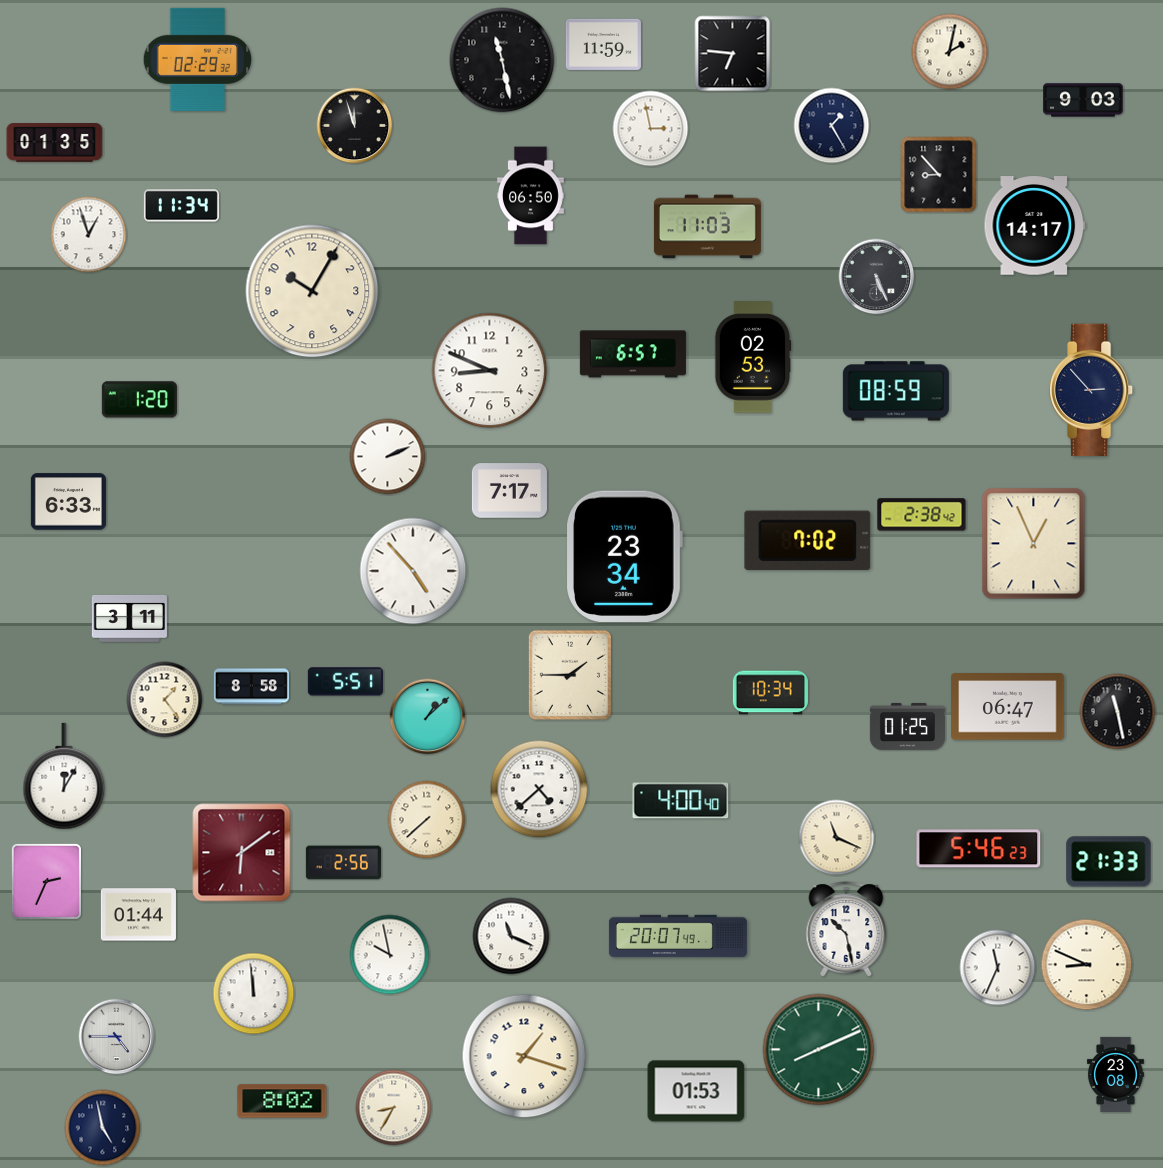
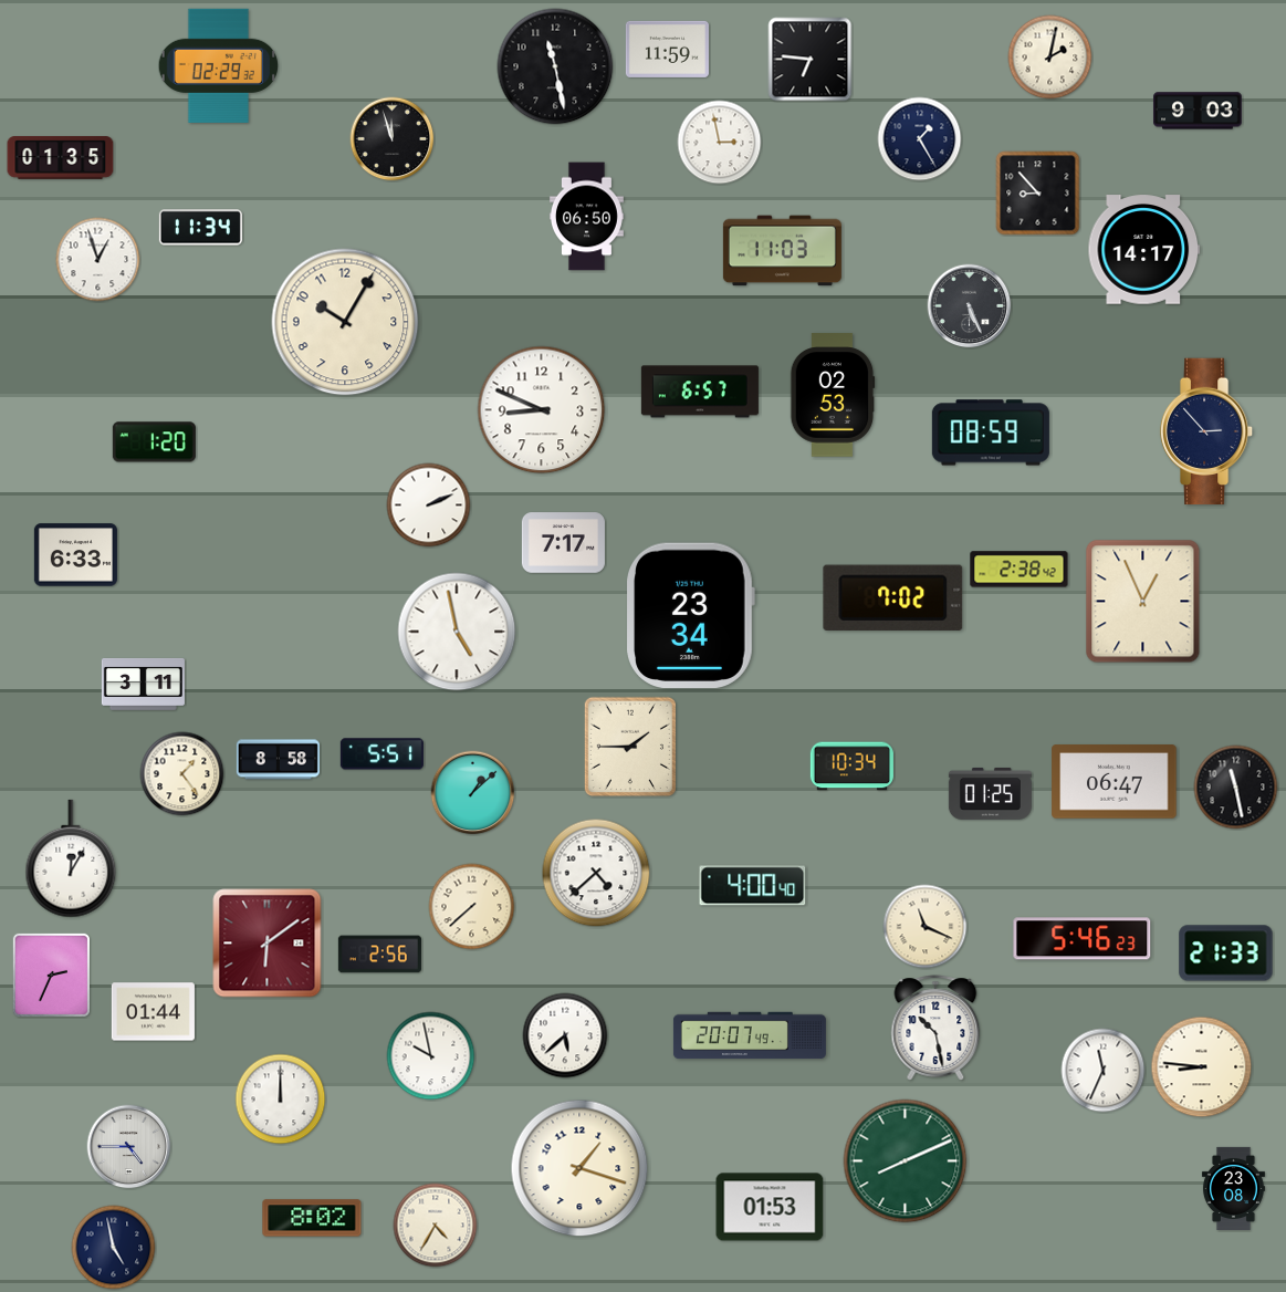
clock at (413, 571): 4:53 -> 4:58
clock at (907, 726) position: (907, 726) -> (990, 793)
clock at (511, 936): 11:19 -> 5:38
clock at (1087, 965): 8:49 -> 8:46
clock at (254, 994): 11:59 -> 12:00
clock at (394, 1108): 8:35 -> 4:35
